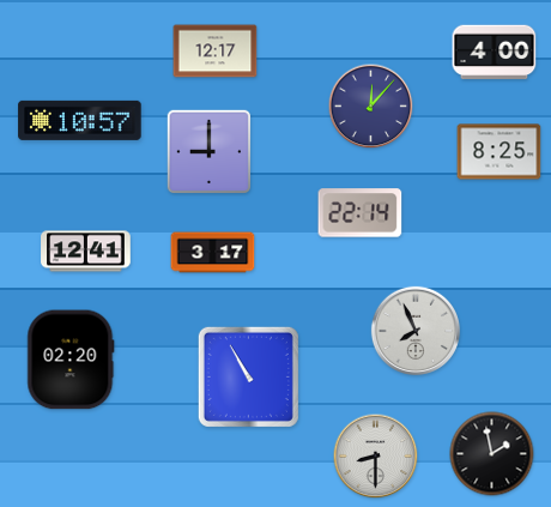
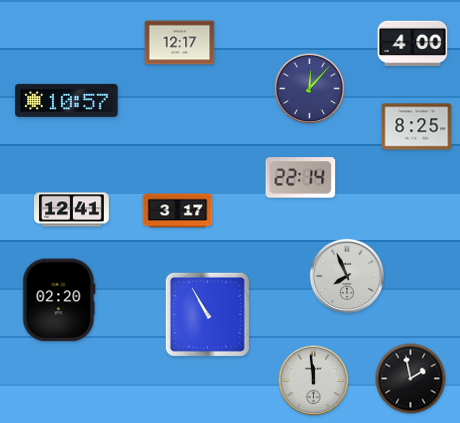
clock at (208, 151): 9:00 -> none
clock at (376, 457): 8:30 -> 11:59
